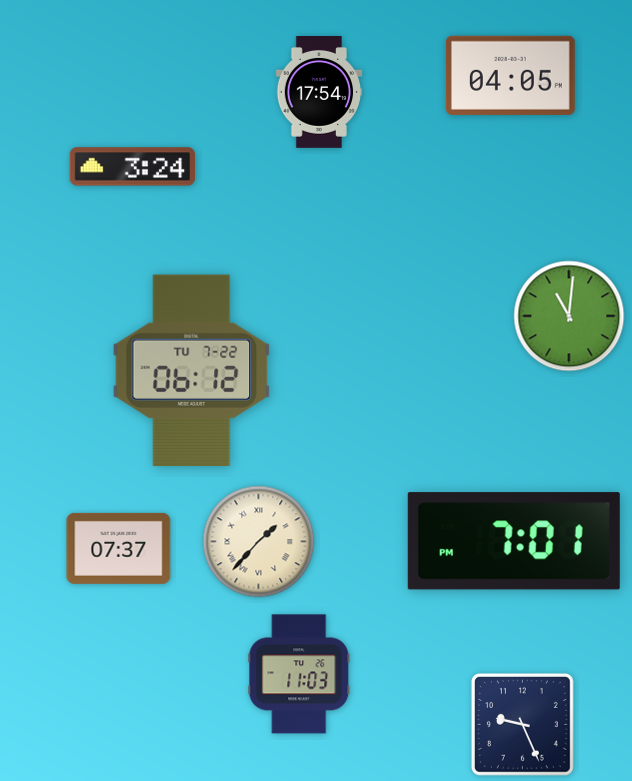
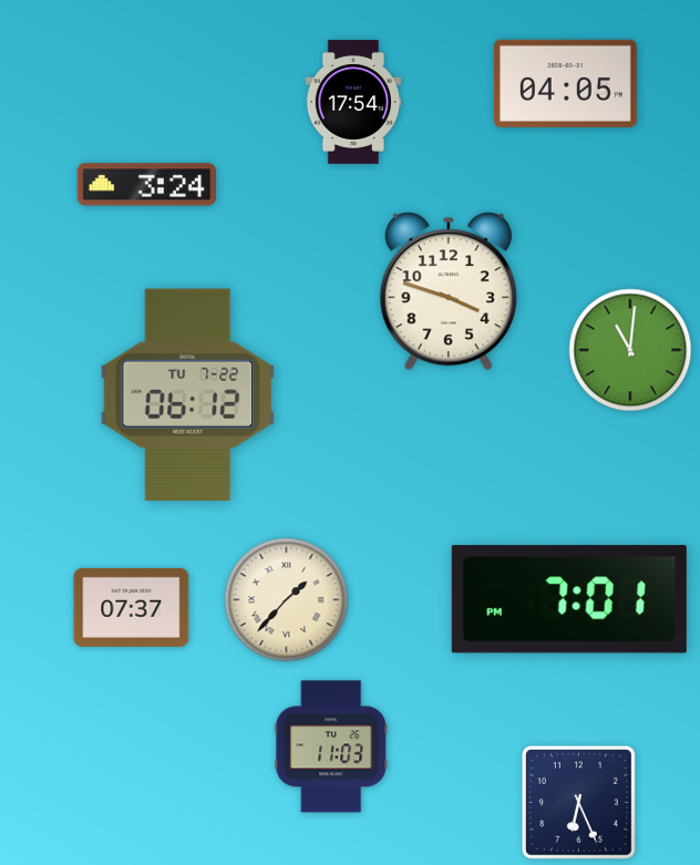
clock at (449, 291): none -> 3:48
clock at (192, 371) position: (192, 371) -> (188, 395)
clock at (522, 724): 9:26 -> 6:26
